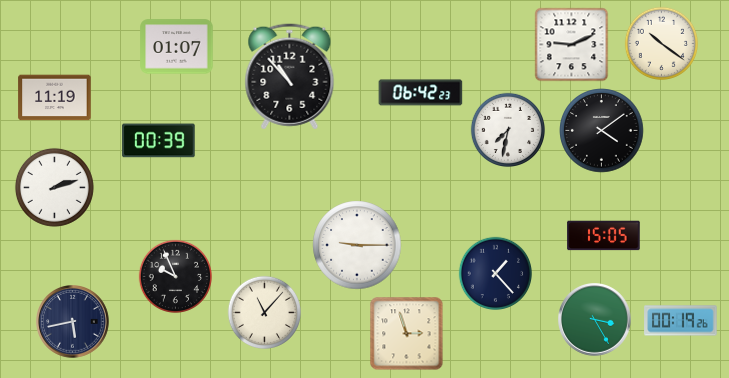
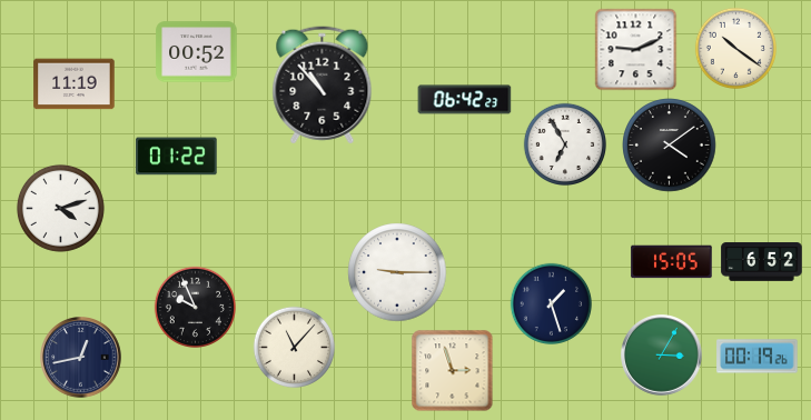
clock at (177, 47): 01:07 -> 00:52
clock at (421, 93) position: (421, 93) -> (465, 100)
clock at (55, 98) position: (55, 98) -> (75, 84)
clock at (507, 129): 7:32 -> 6:55
clock at (159, 141): 00:39 -> 01:22
clock at (54, 187): 2:12 -> 4:12
clock at (762, 262): none -> 6:52
clock at (495, 273): 1:23 -> 1:27
clock at (595, 320): 3:25 -> 3:05
clock at (73, 322): 5:43 -> 12:43
